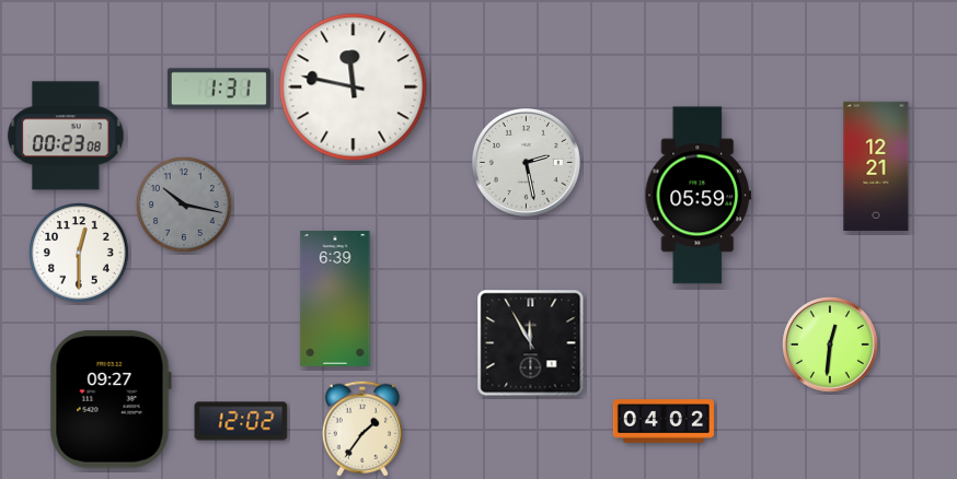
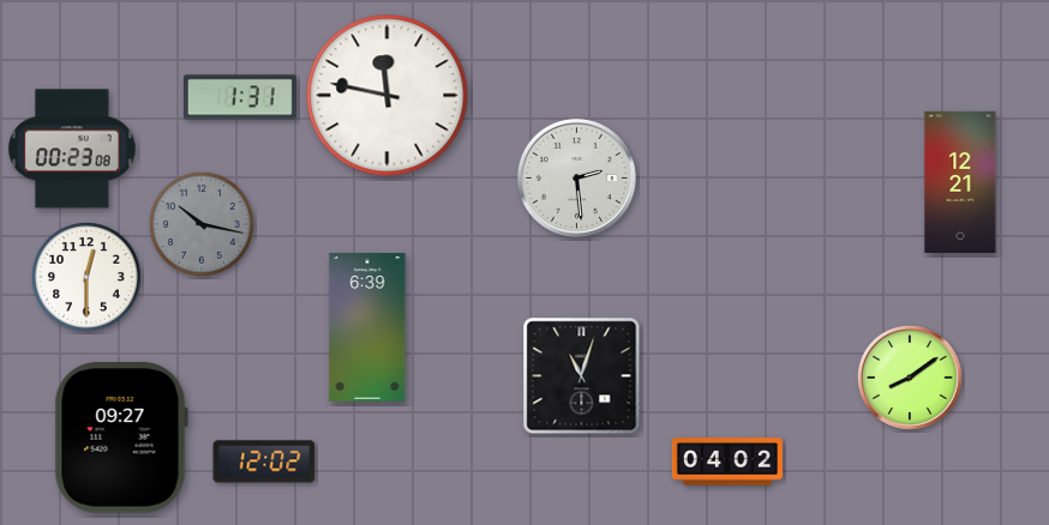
clock at (526, 162): 2:28 -> 2:29
clock at (699, 196): 05:59 -> none
clock at (531, 343): 11:55 -> 11:03
clock at (831, 346): 12:31 -> 8:09
clock at (362, 429): 1:36 -> none
